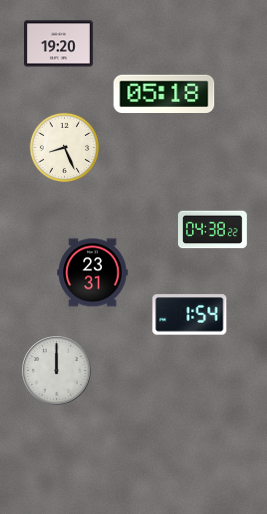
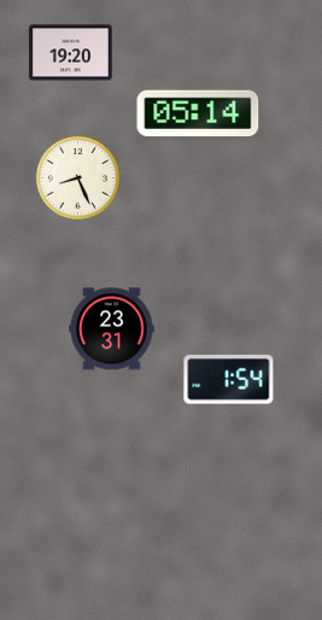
clock at (164, 93): 05:18 -> 05:14
clock at (213, 230): 04:38 -> none
clock at (57, 371): 12:00 -> none
